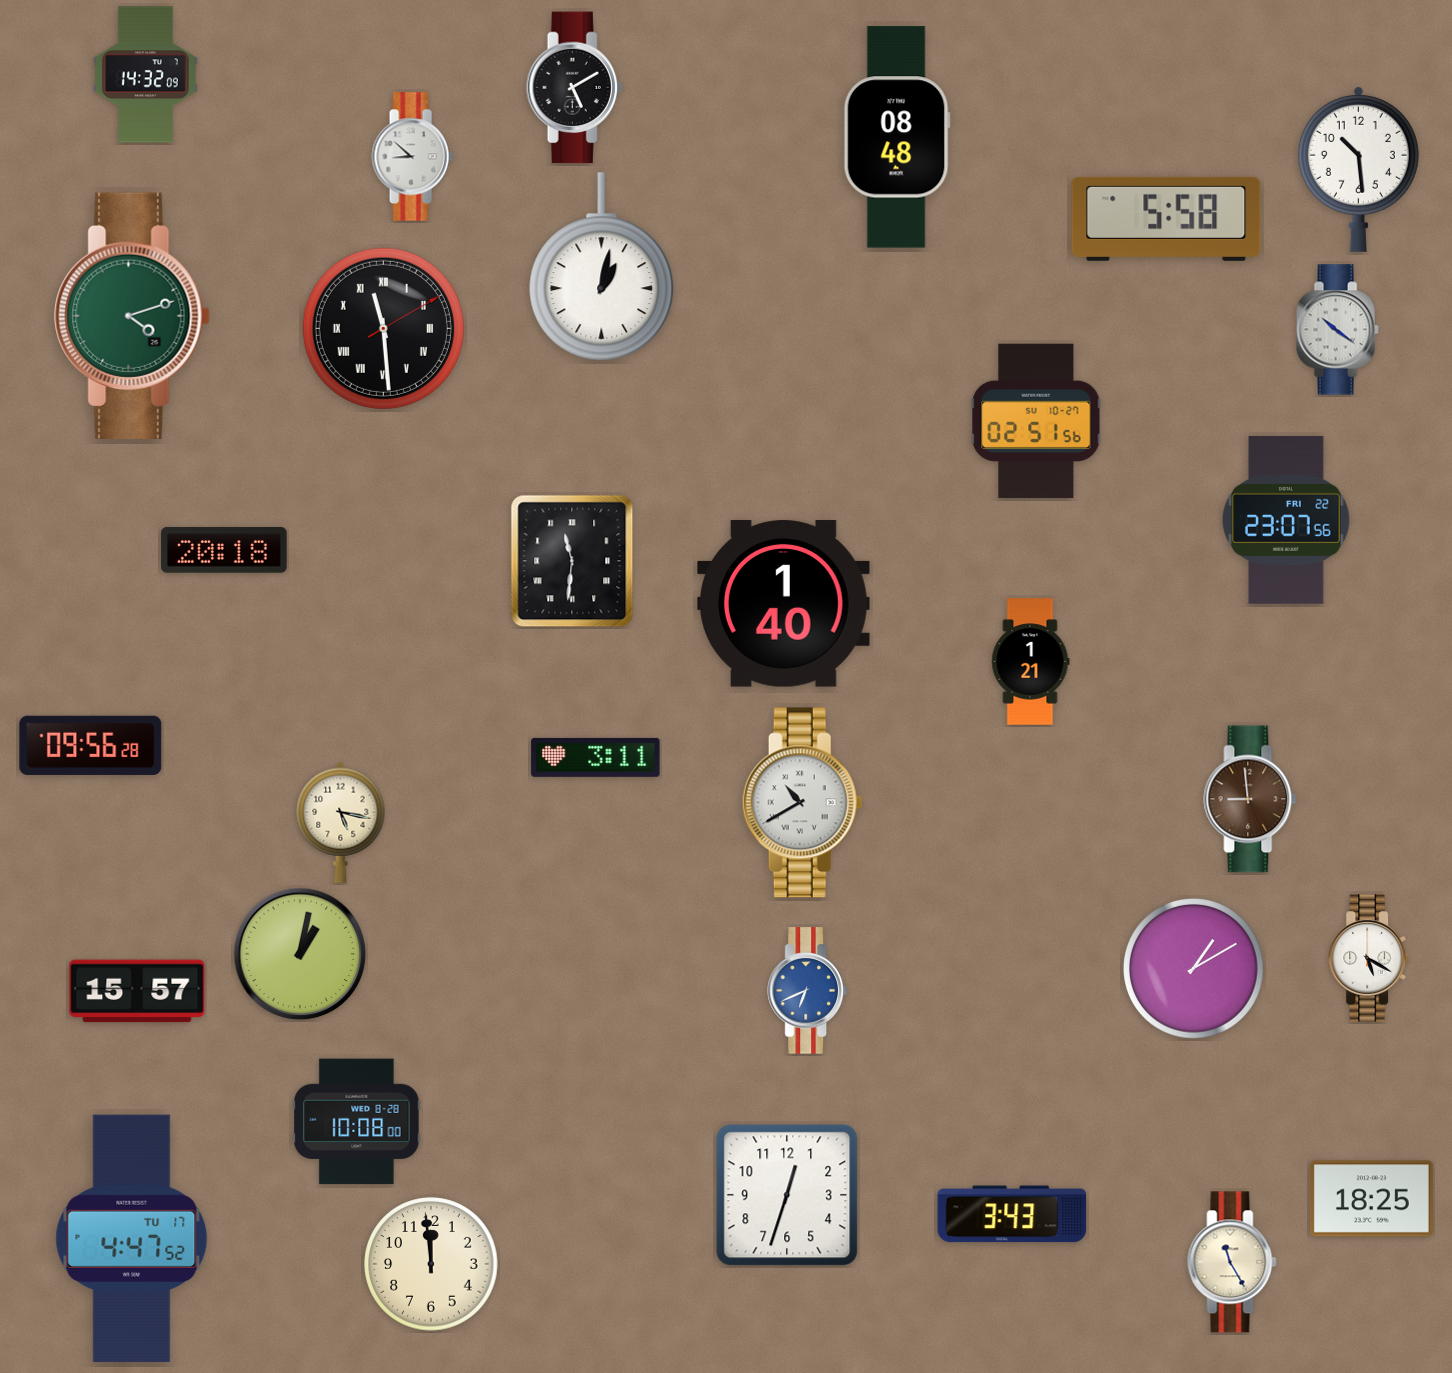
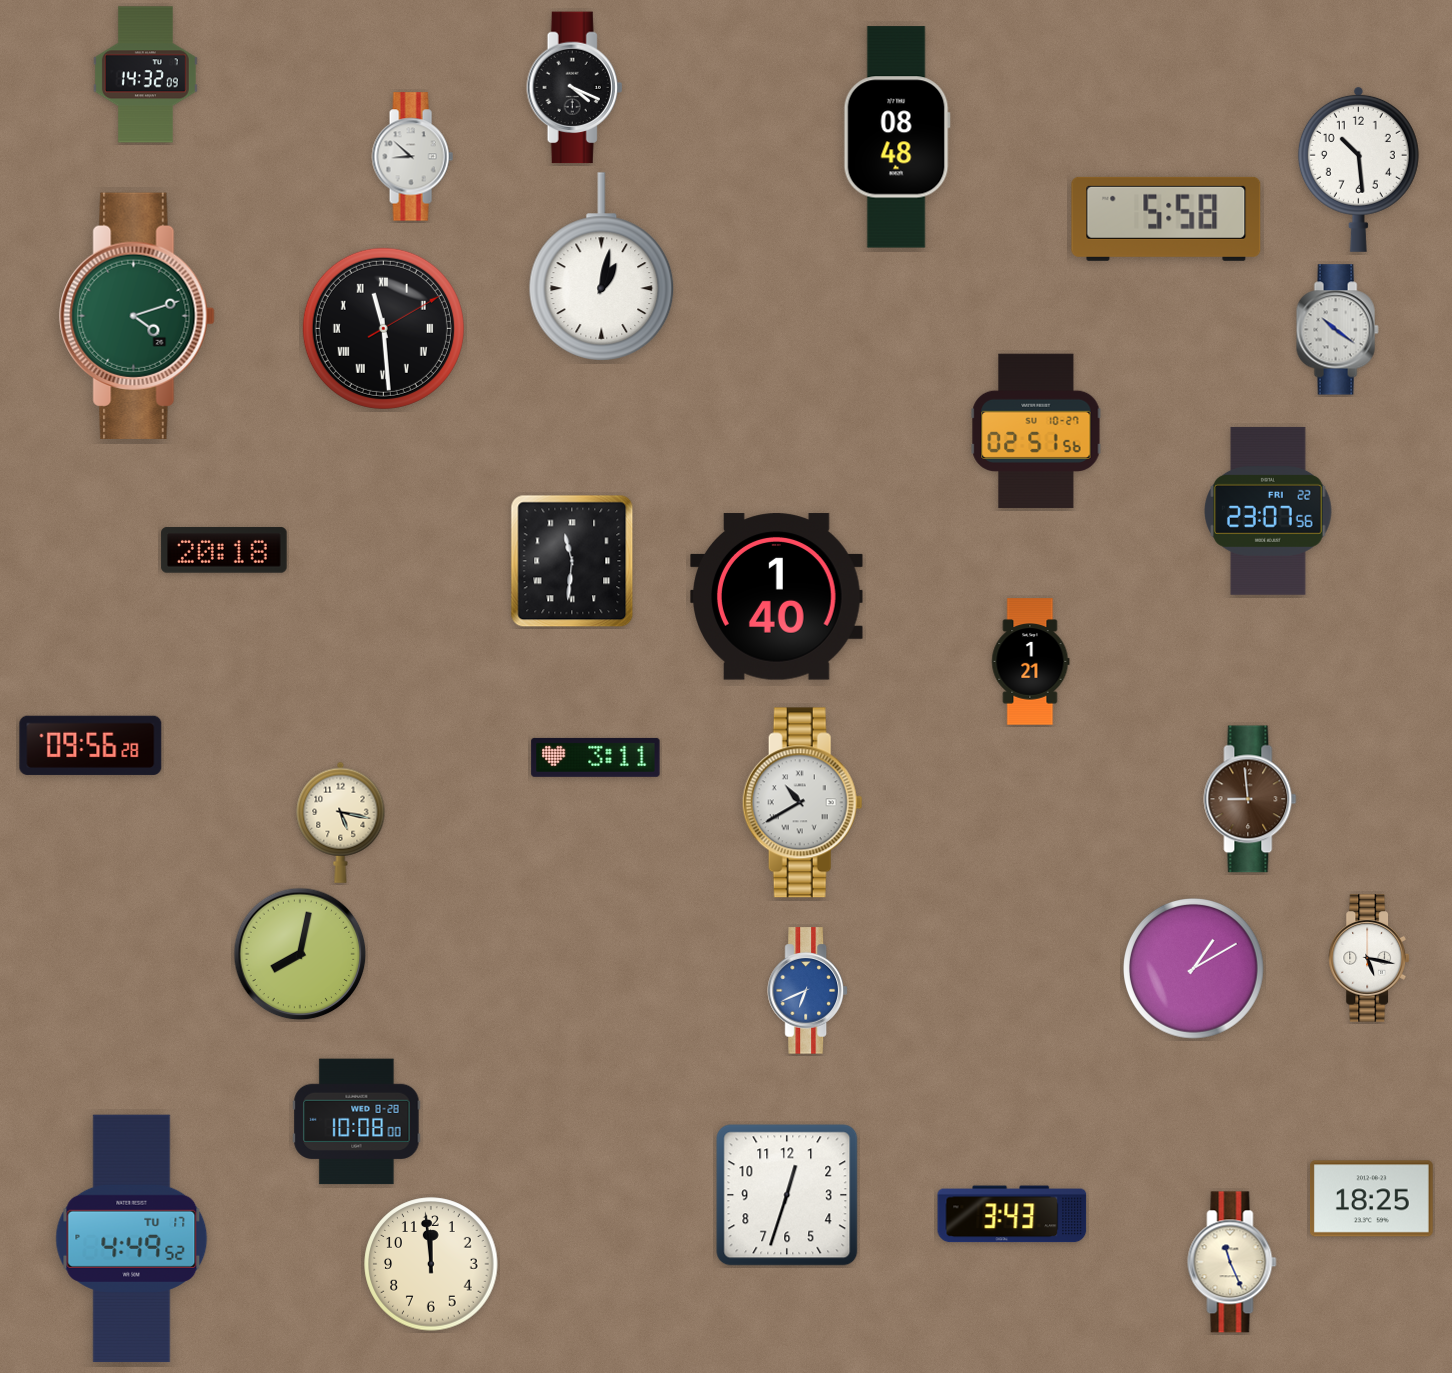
clock at (575, 88): 5:10 -> 4:19
clock at (132, 316) position: (132, 316) -> (137, 316)
clock at (1036, 421) position: (1036, 421) -> (1036, 431)
clock at (1286, 520) position: (1286, 520) -> (1268, 511)
clock at (784, 604) position: (784, 604) -> (777, 597)
clock at (300, 954): 1:02 -> 8:02
clock at (1369, 958): 5:20 -> 5:17
clock at (137, 991): 15:57 -> none
clock at (132, 1239): 4:47 -> 4:49
clock at (1232, 1262): 11:25 -> 11:26
